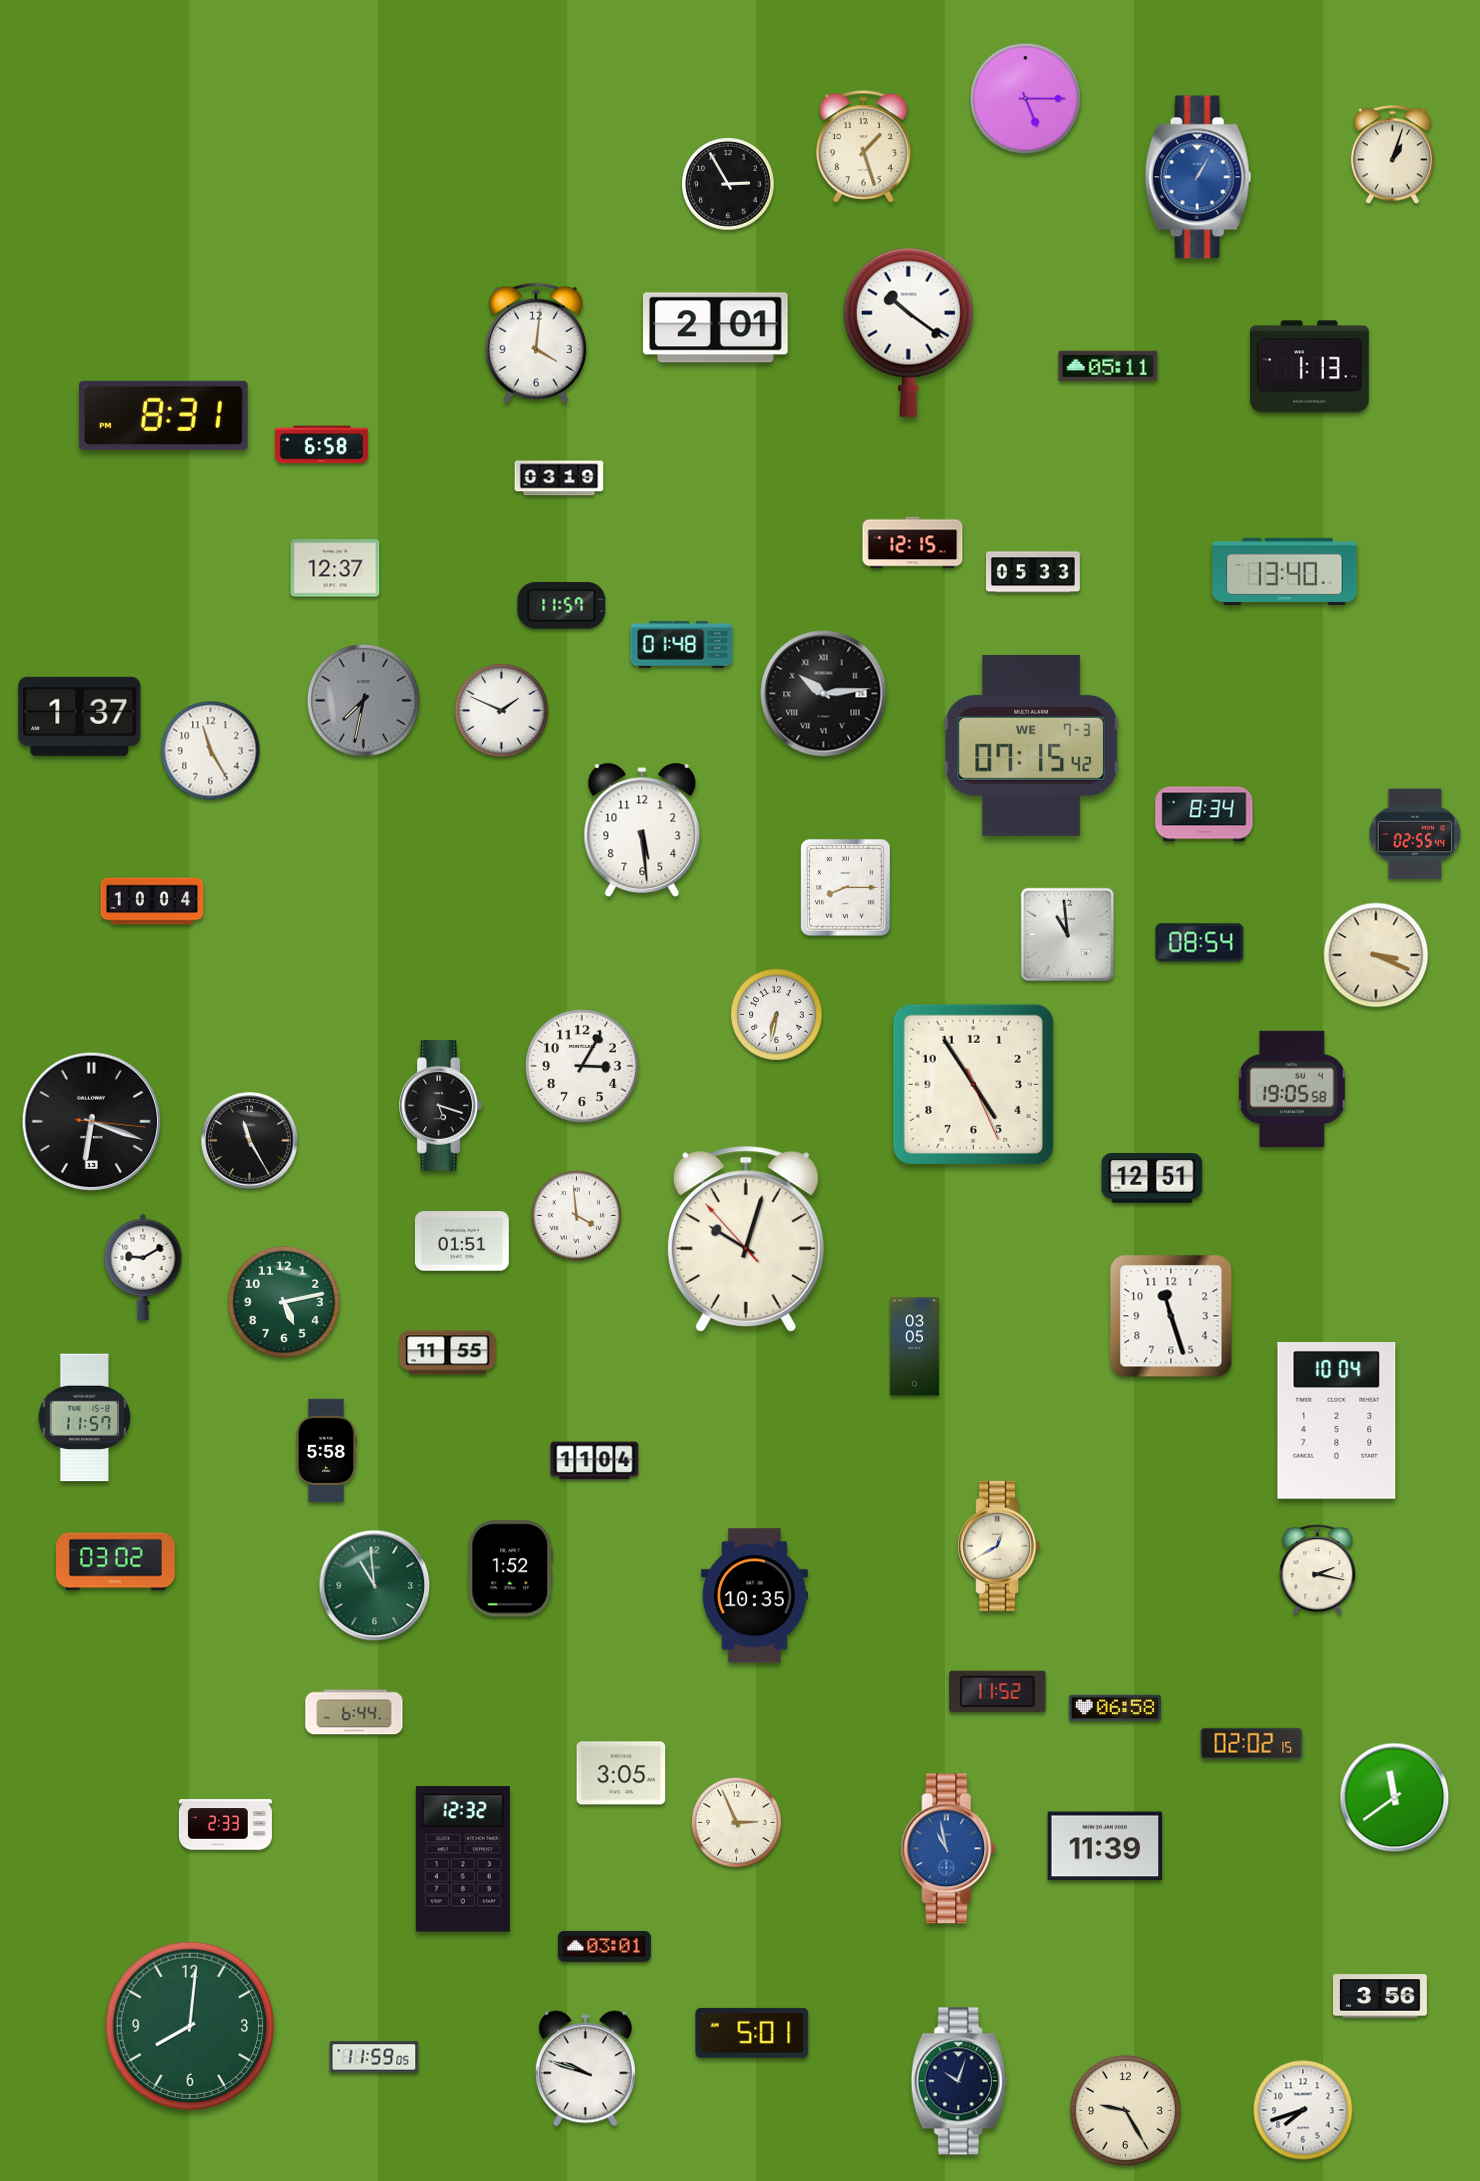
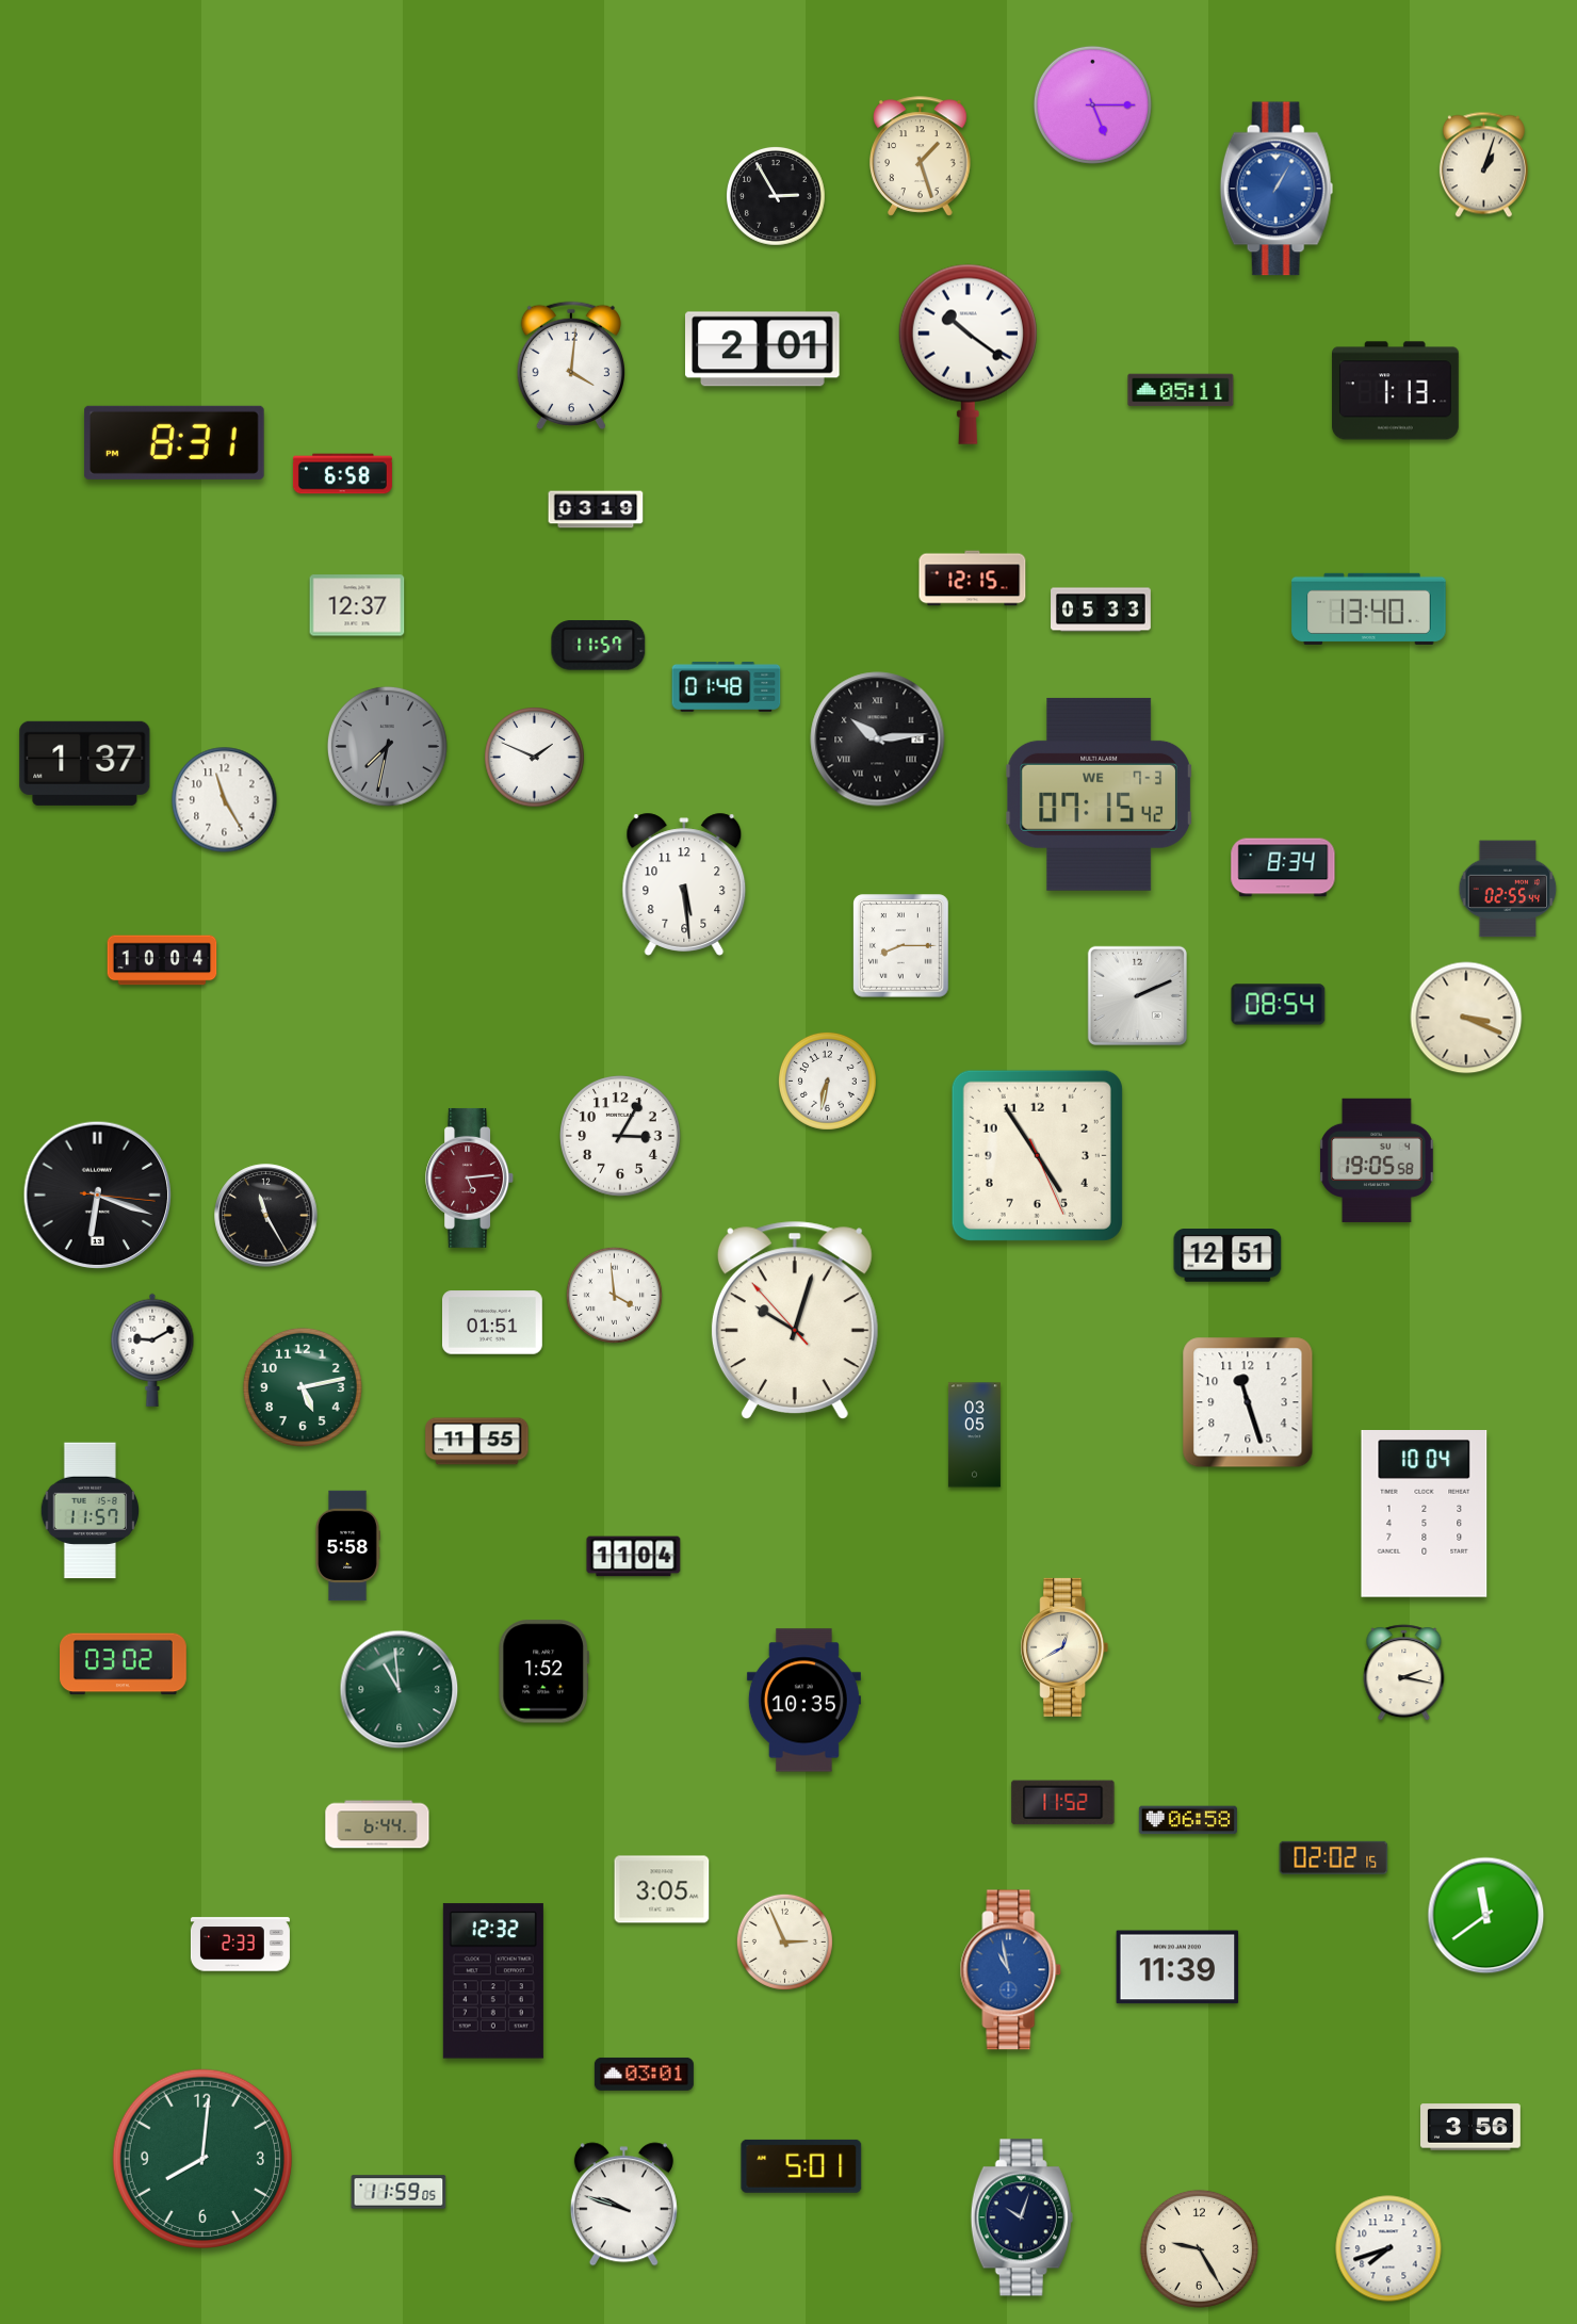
clock at (1067, 934): 10:59 -> 2:11
clock at (441, 1105): 5:18 -> 5:14
clock at (441, 1105) dial: black -> burgundy
